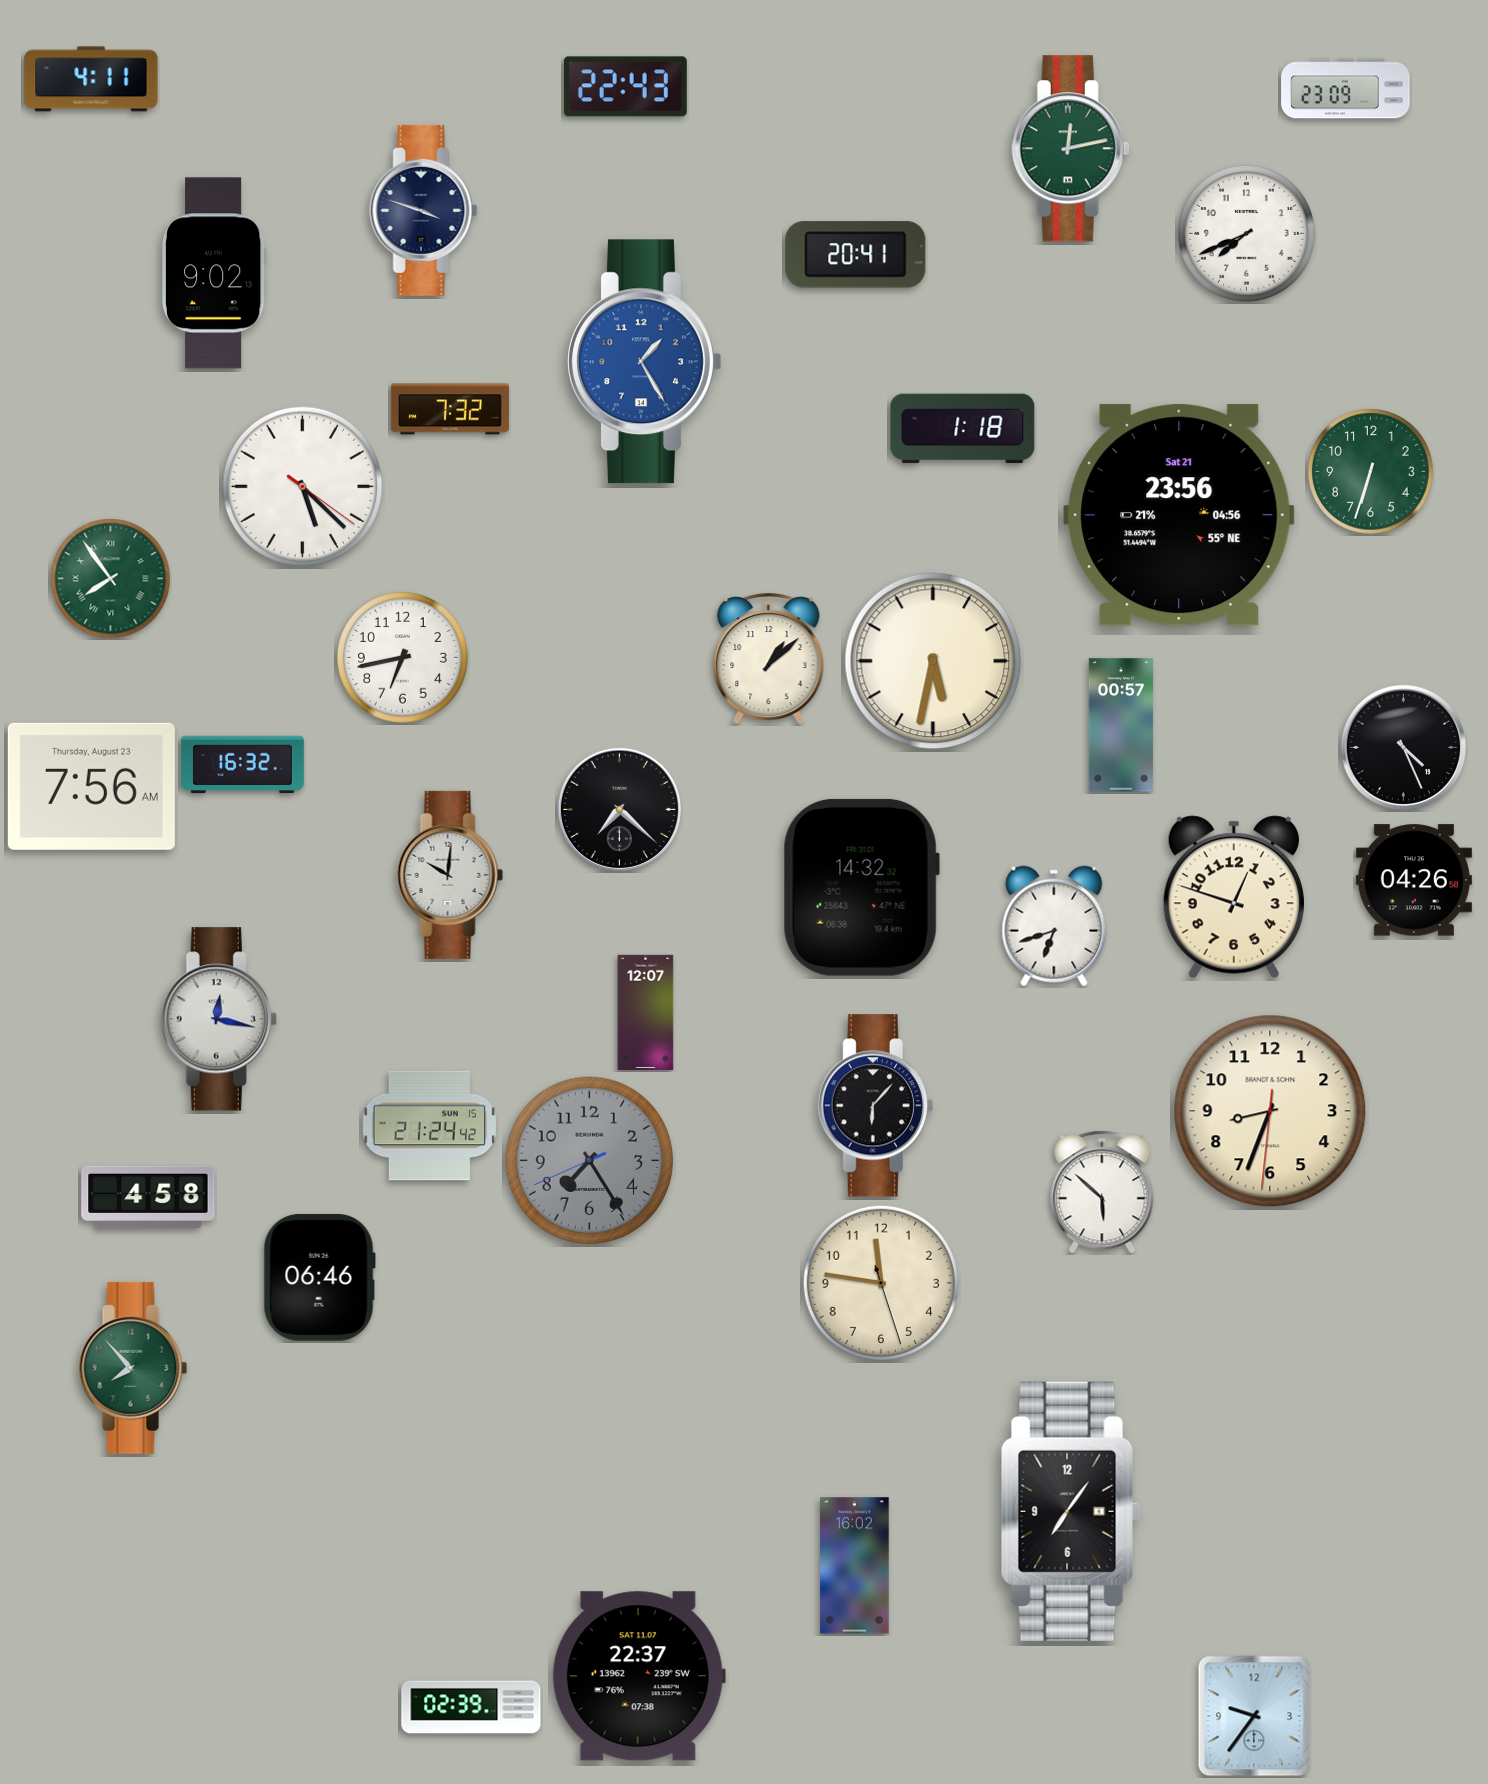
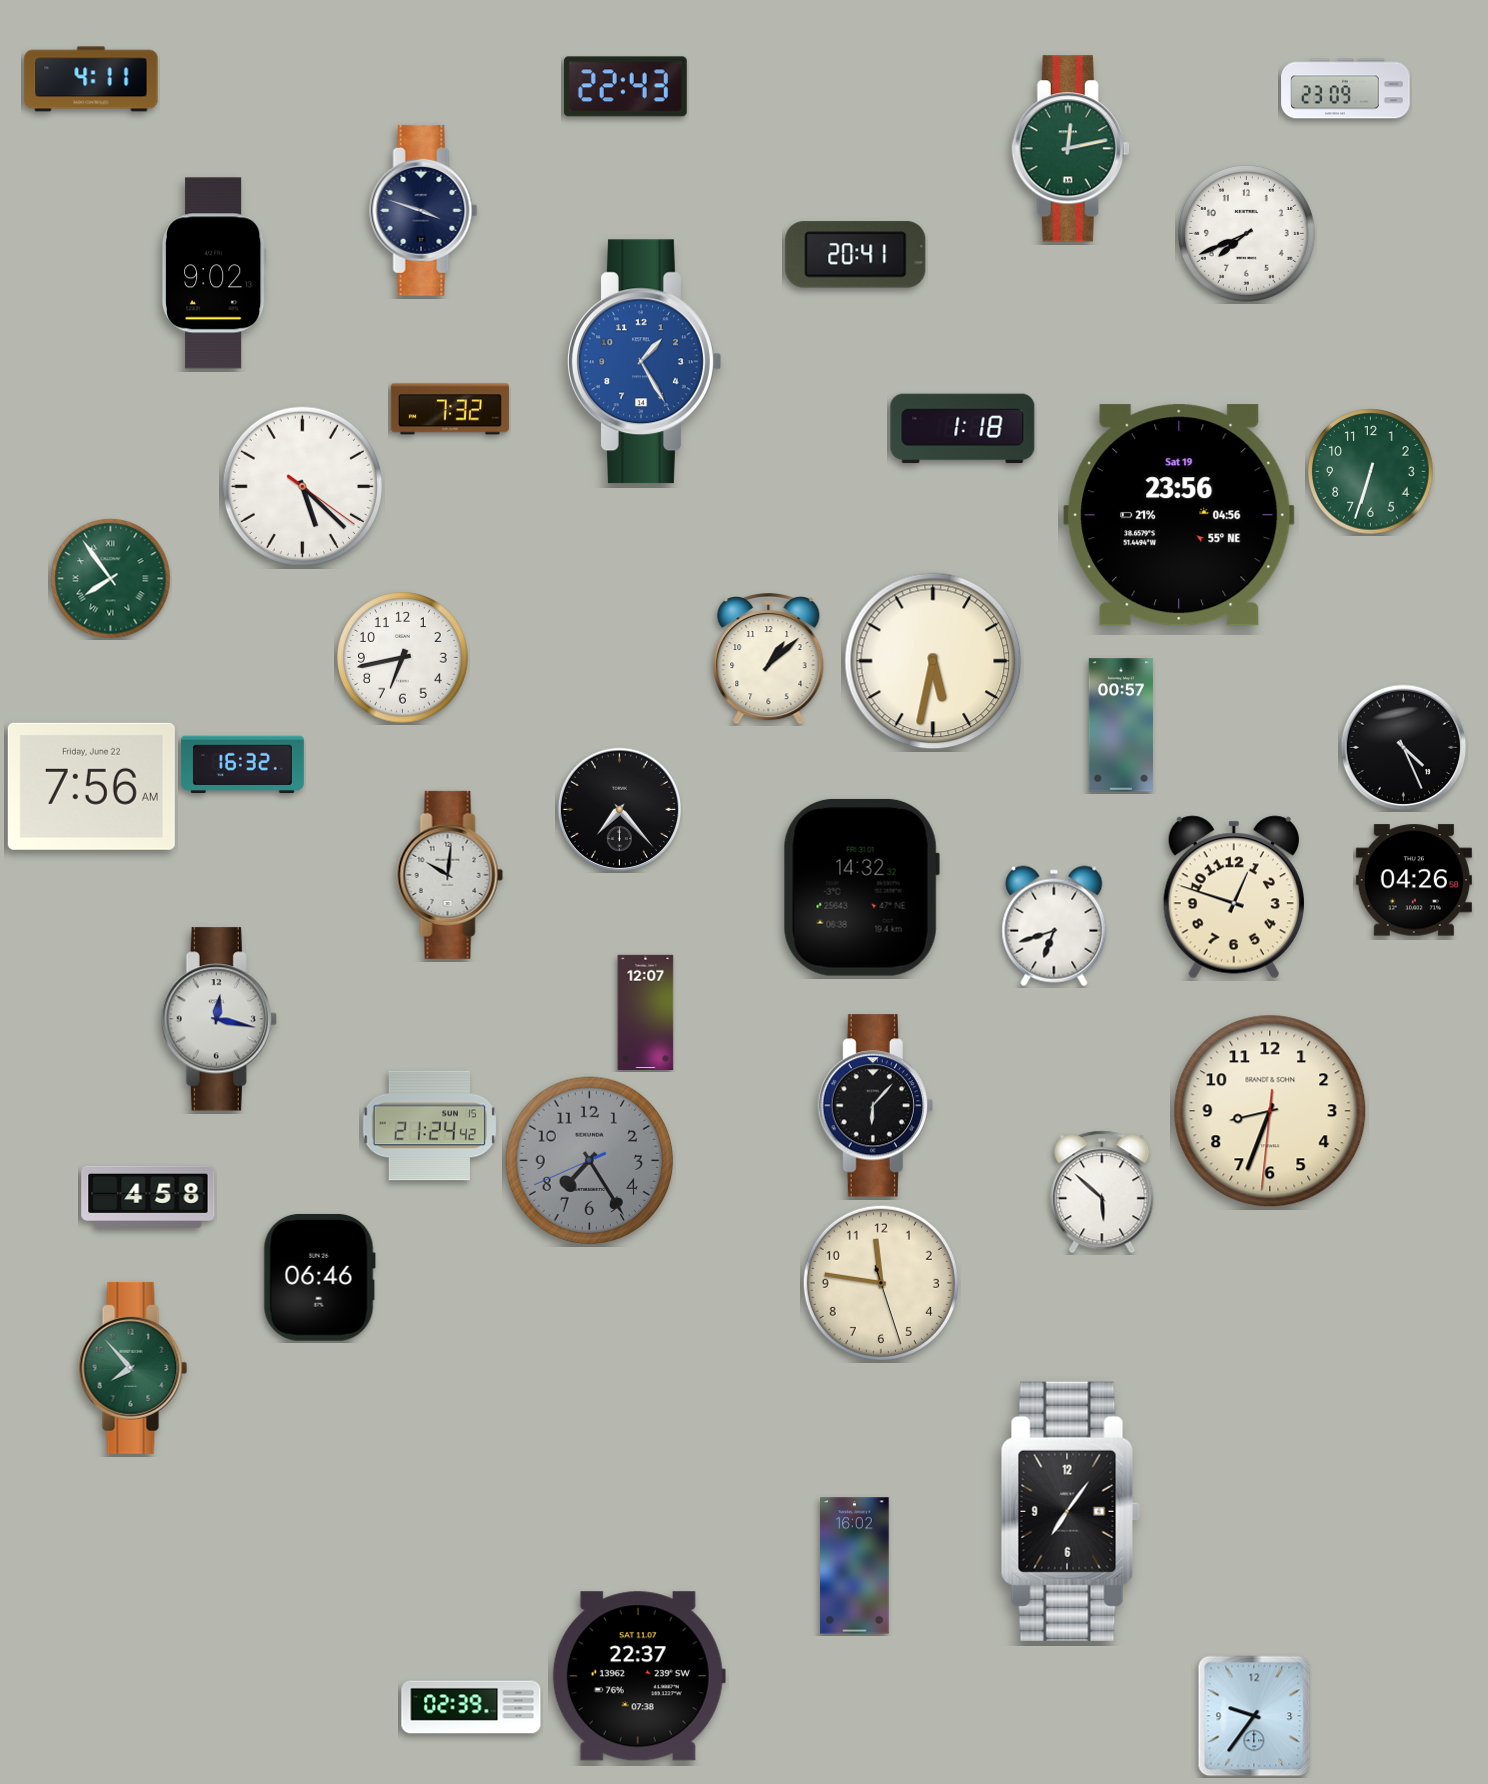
clock at (1180, 515) date: Sat 21 -> Sat 19
clock at (91, 786) date: Thursday, August 23 -> Friday, June 22
clock at (619, 809): 7:22 -> 7:23
